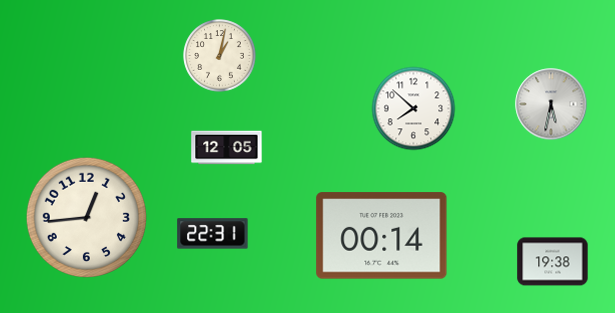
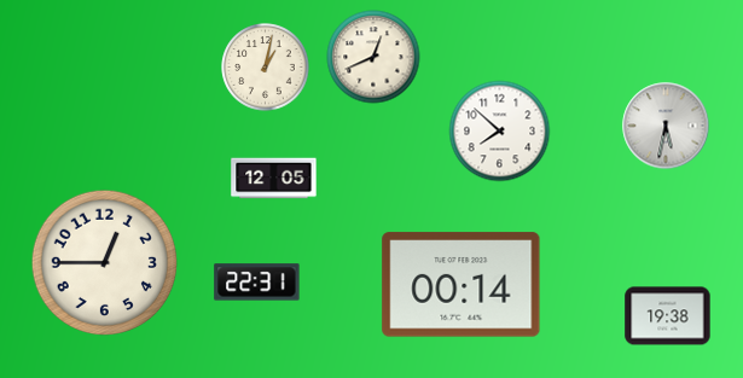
clock at (373, 57): none -> 12:41
clock at (86, 217): 12:44 -> 12:45
